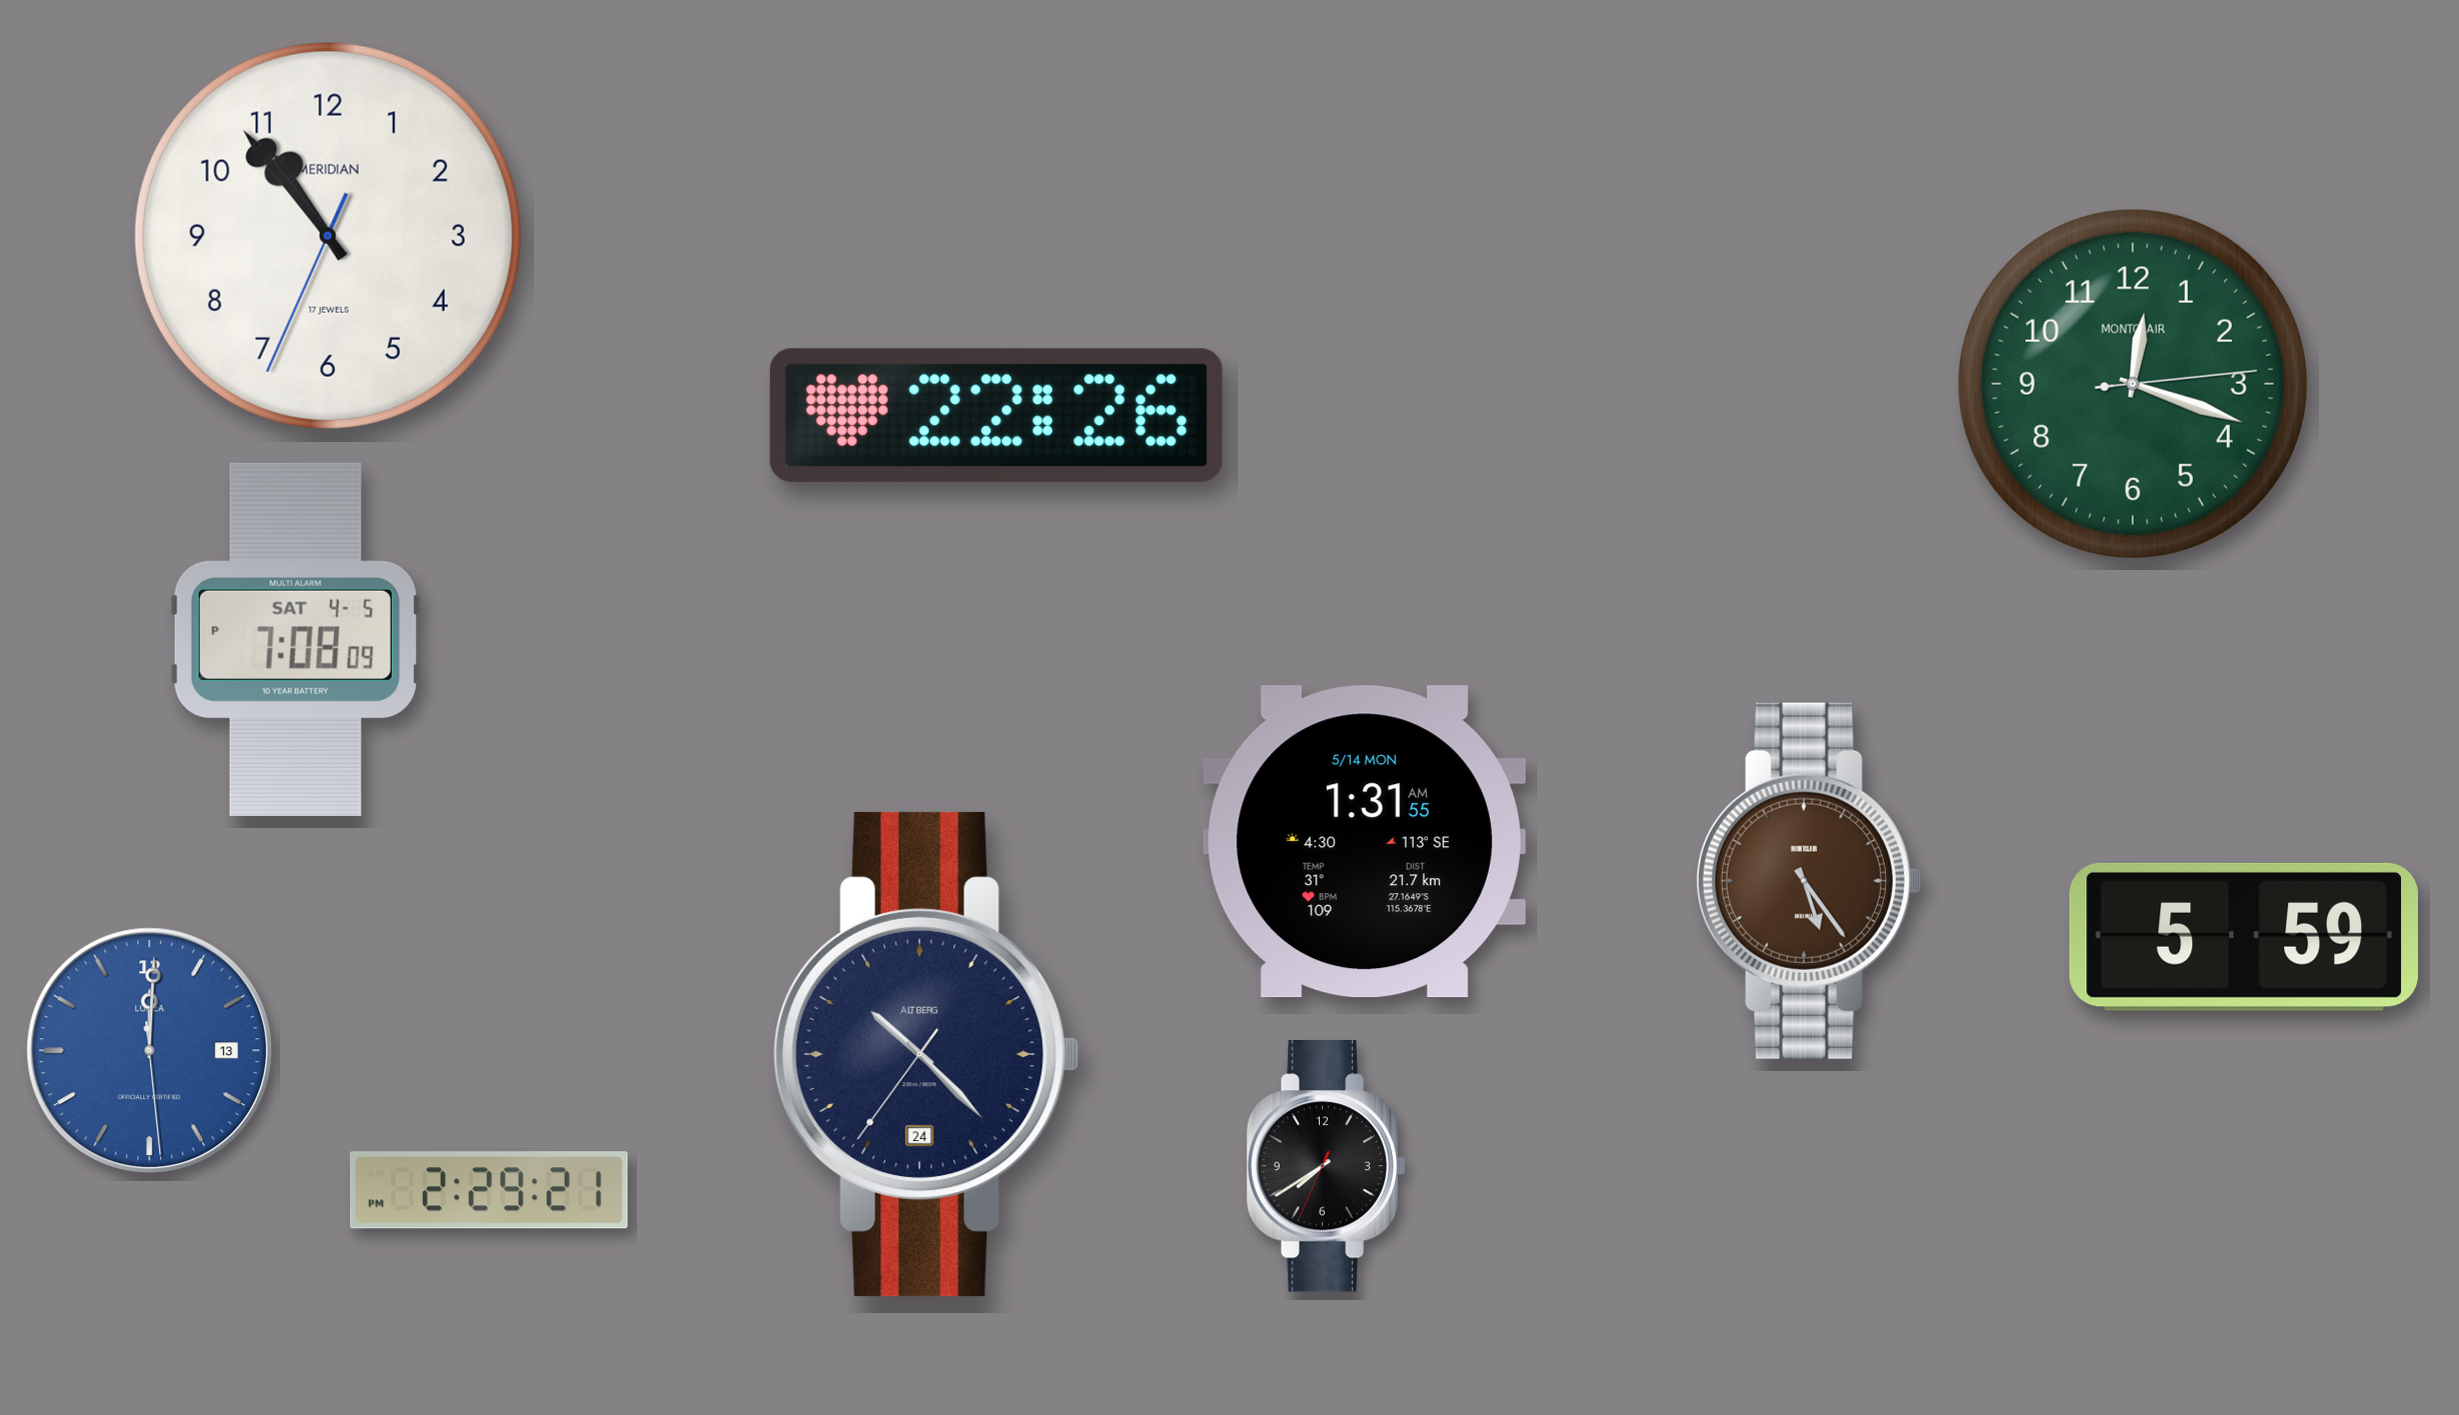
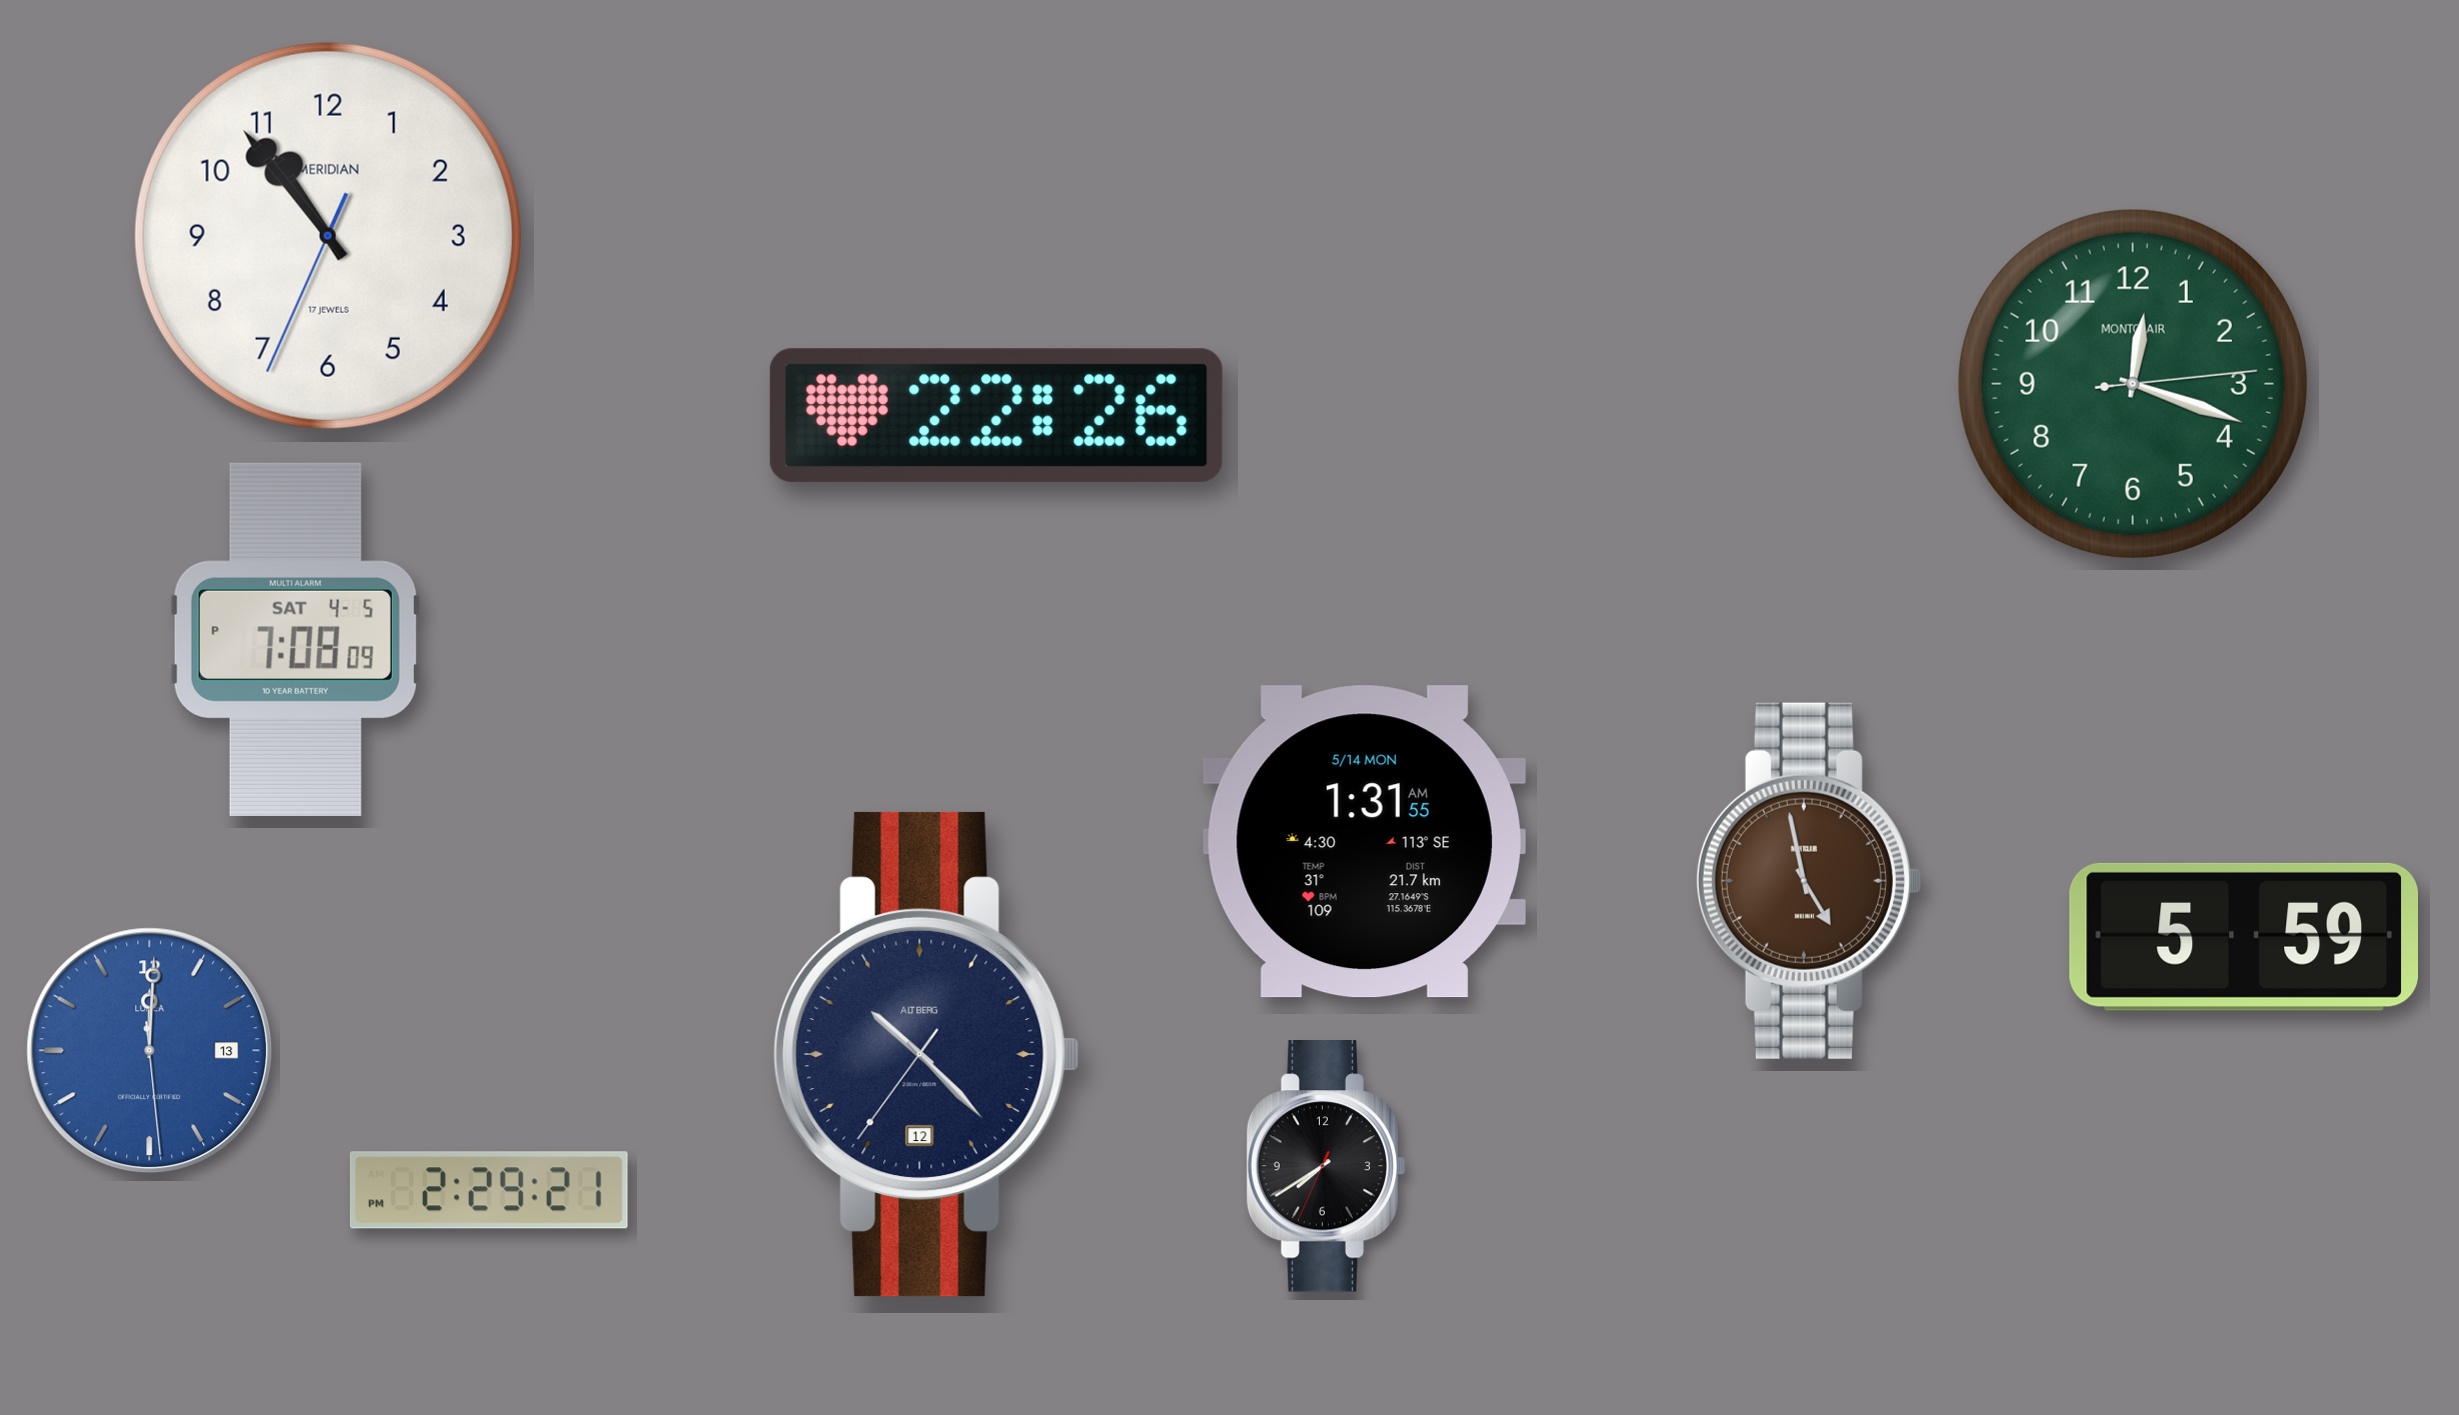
clock at (1808, 881): 5:24 -> 4:58
clock at (926, 1054) date: 24 -> 12
